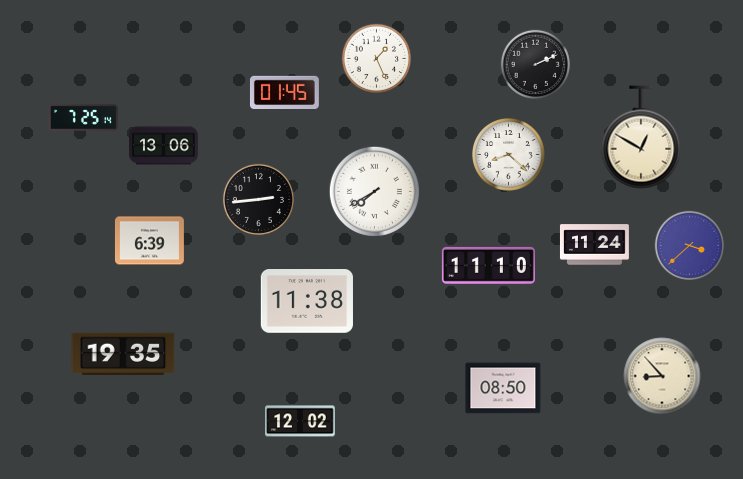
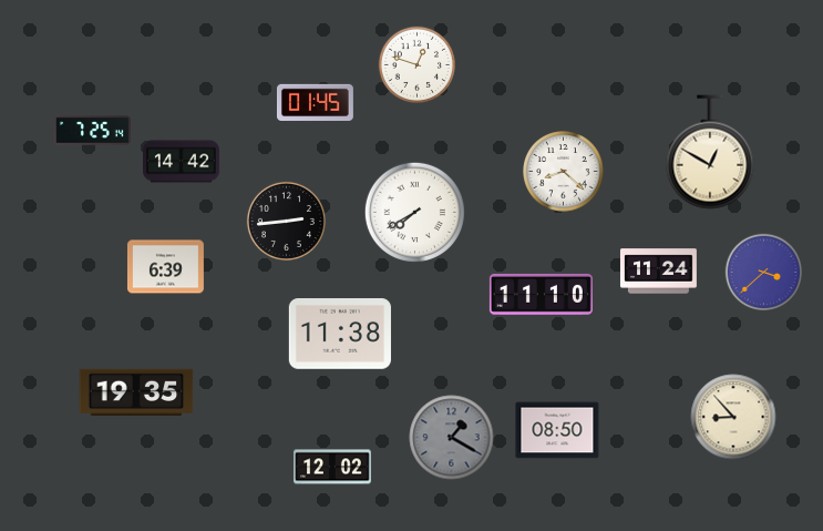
clock at (377, 59): 1:26 -> 12:48
clock at (536, 65): 2:11 -> none
clock at (164, 146): 13:06 -> 14:42
clock at (452, 438): none -> 1:20
